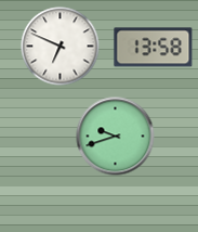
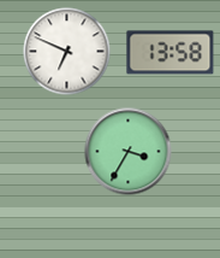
clock at (116, 137): 9:42 -> 3:35
